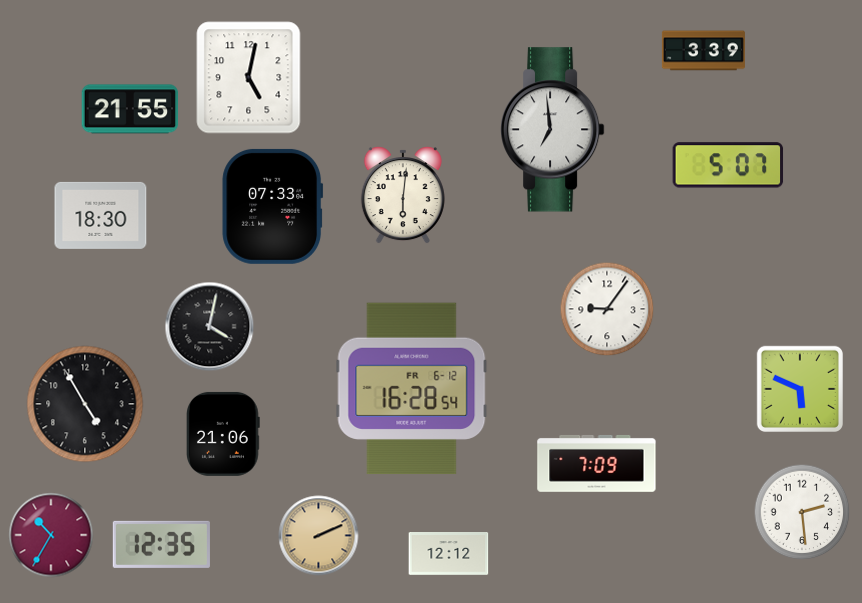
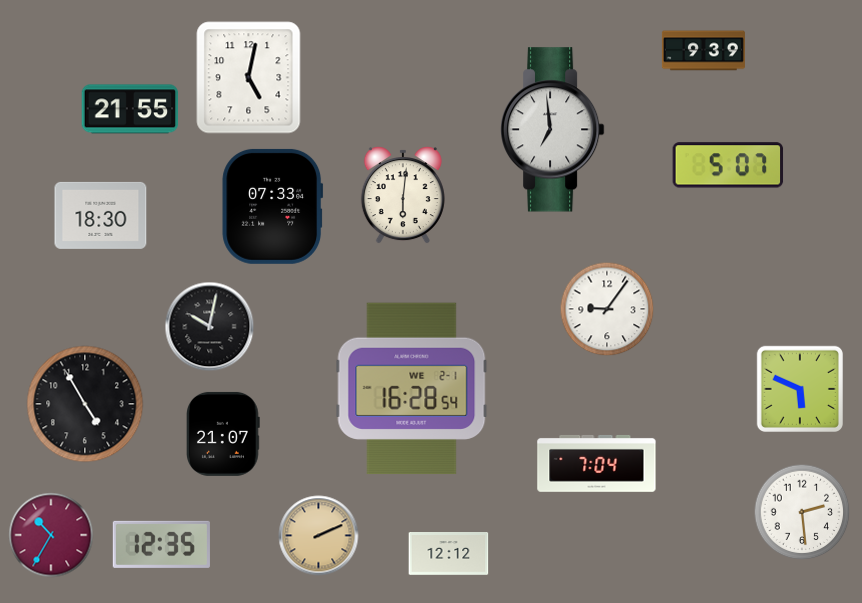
clock at (703, 51): 3:39 -> 9:39
clock at (210, 327): 4:02 -> 10:02
clock at (412, 389) date: FR 6-12 -> WE 2-1
clock at (224, 434): 21:06 -> 21:07
clock at (597, 463): 7:09 -> 7:04
